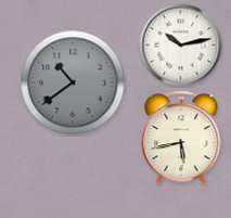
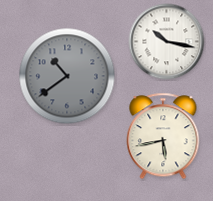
clock at (181, 46): 10:13 -> 10:17
clock at (181, 138) position: (181, 138) -> (163, 136)
